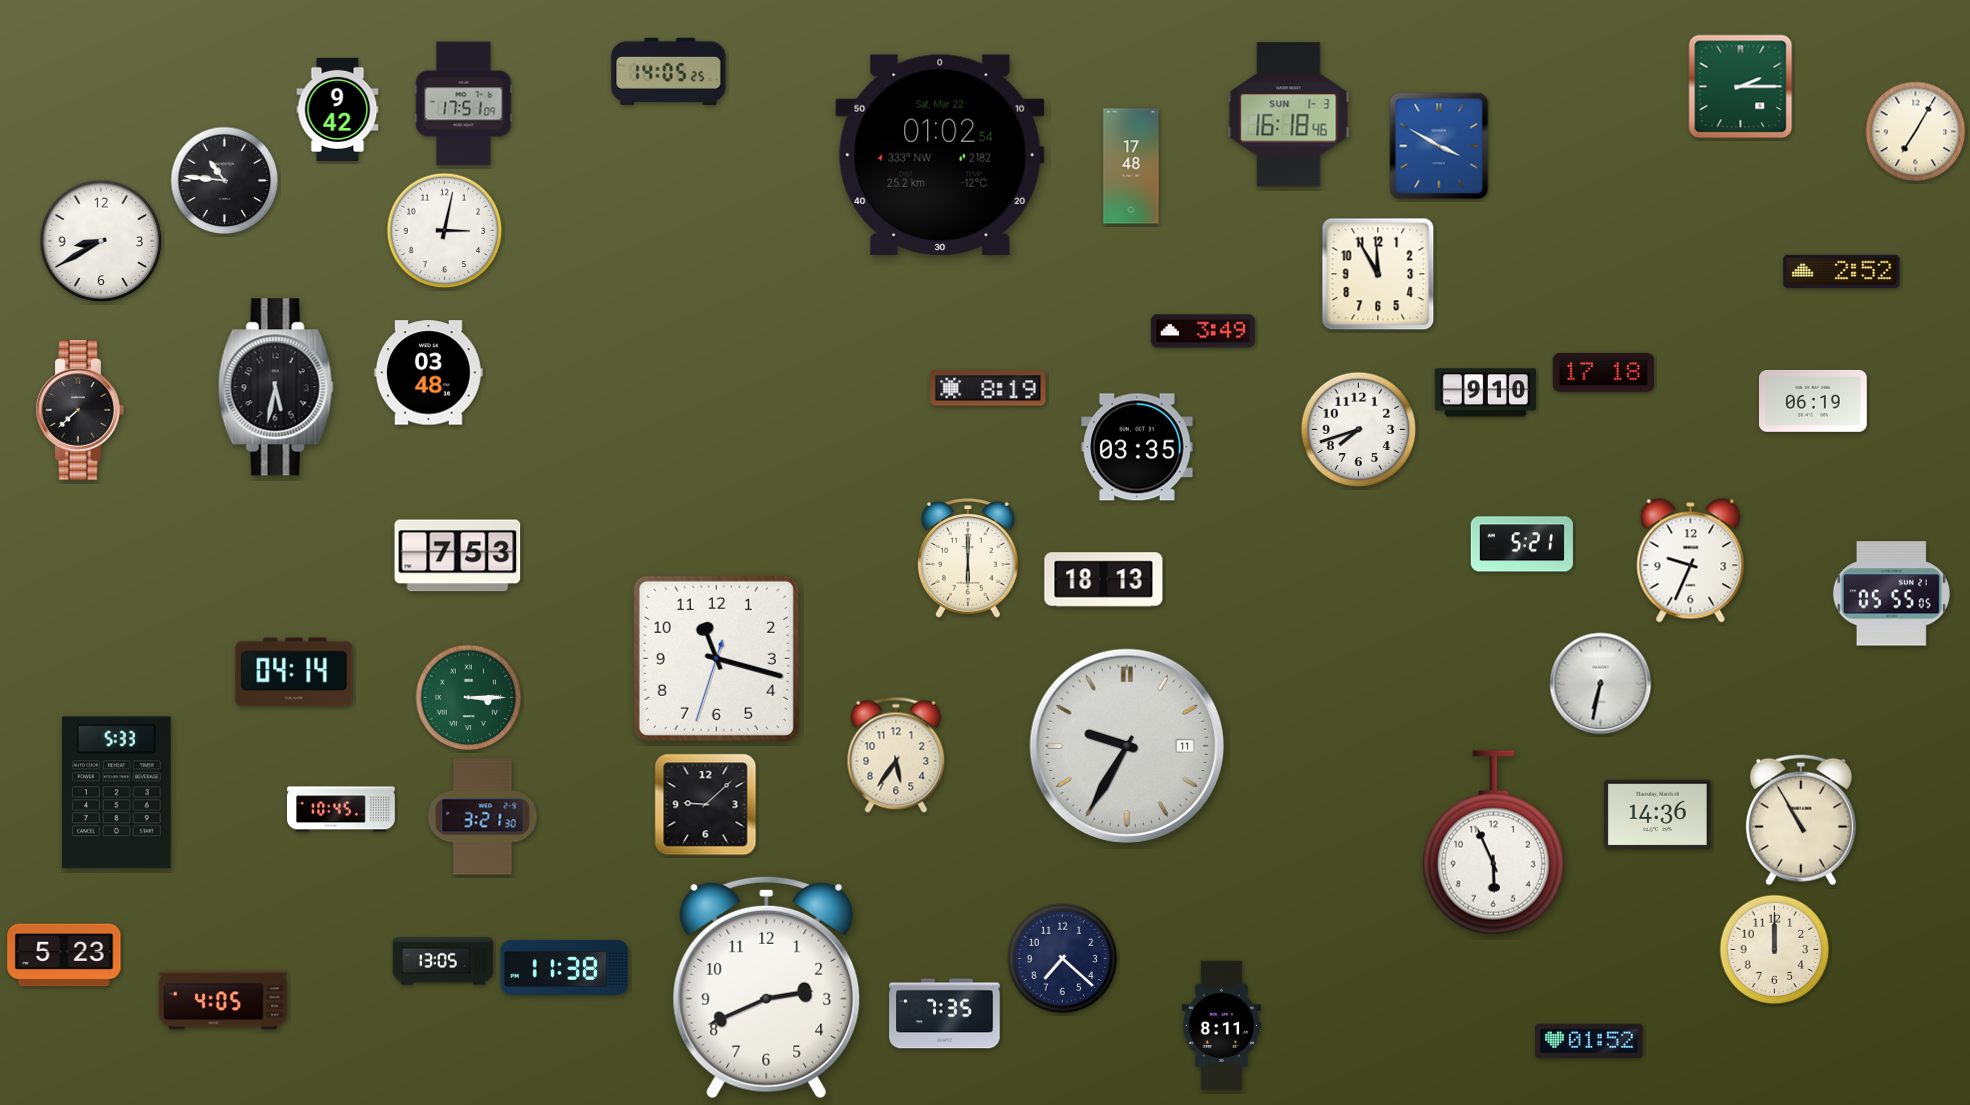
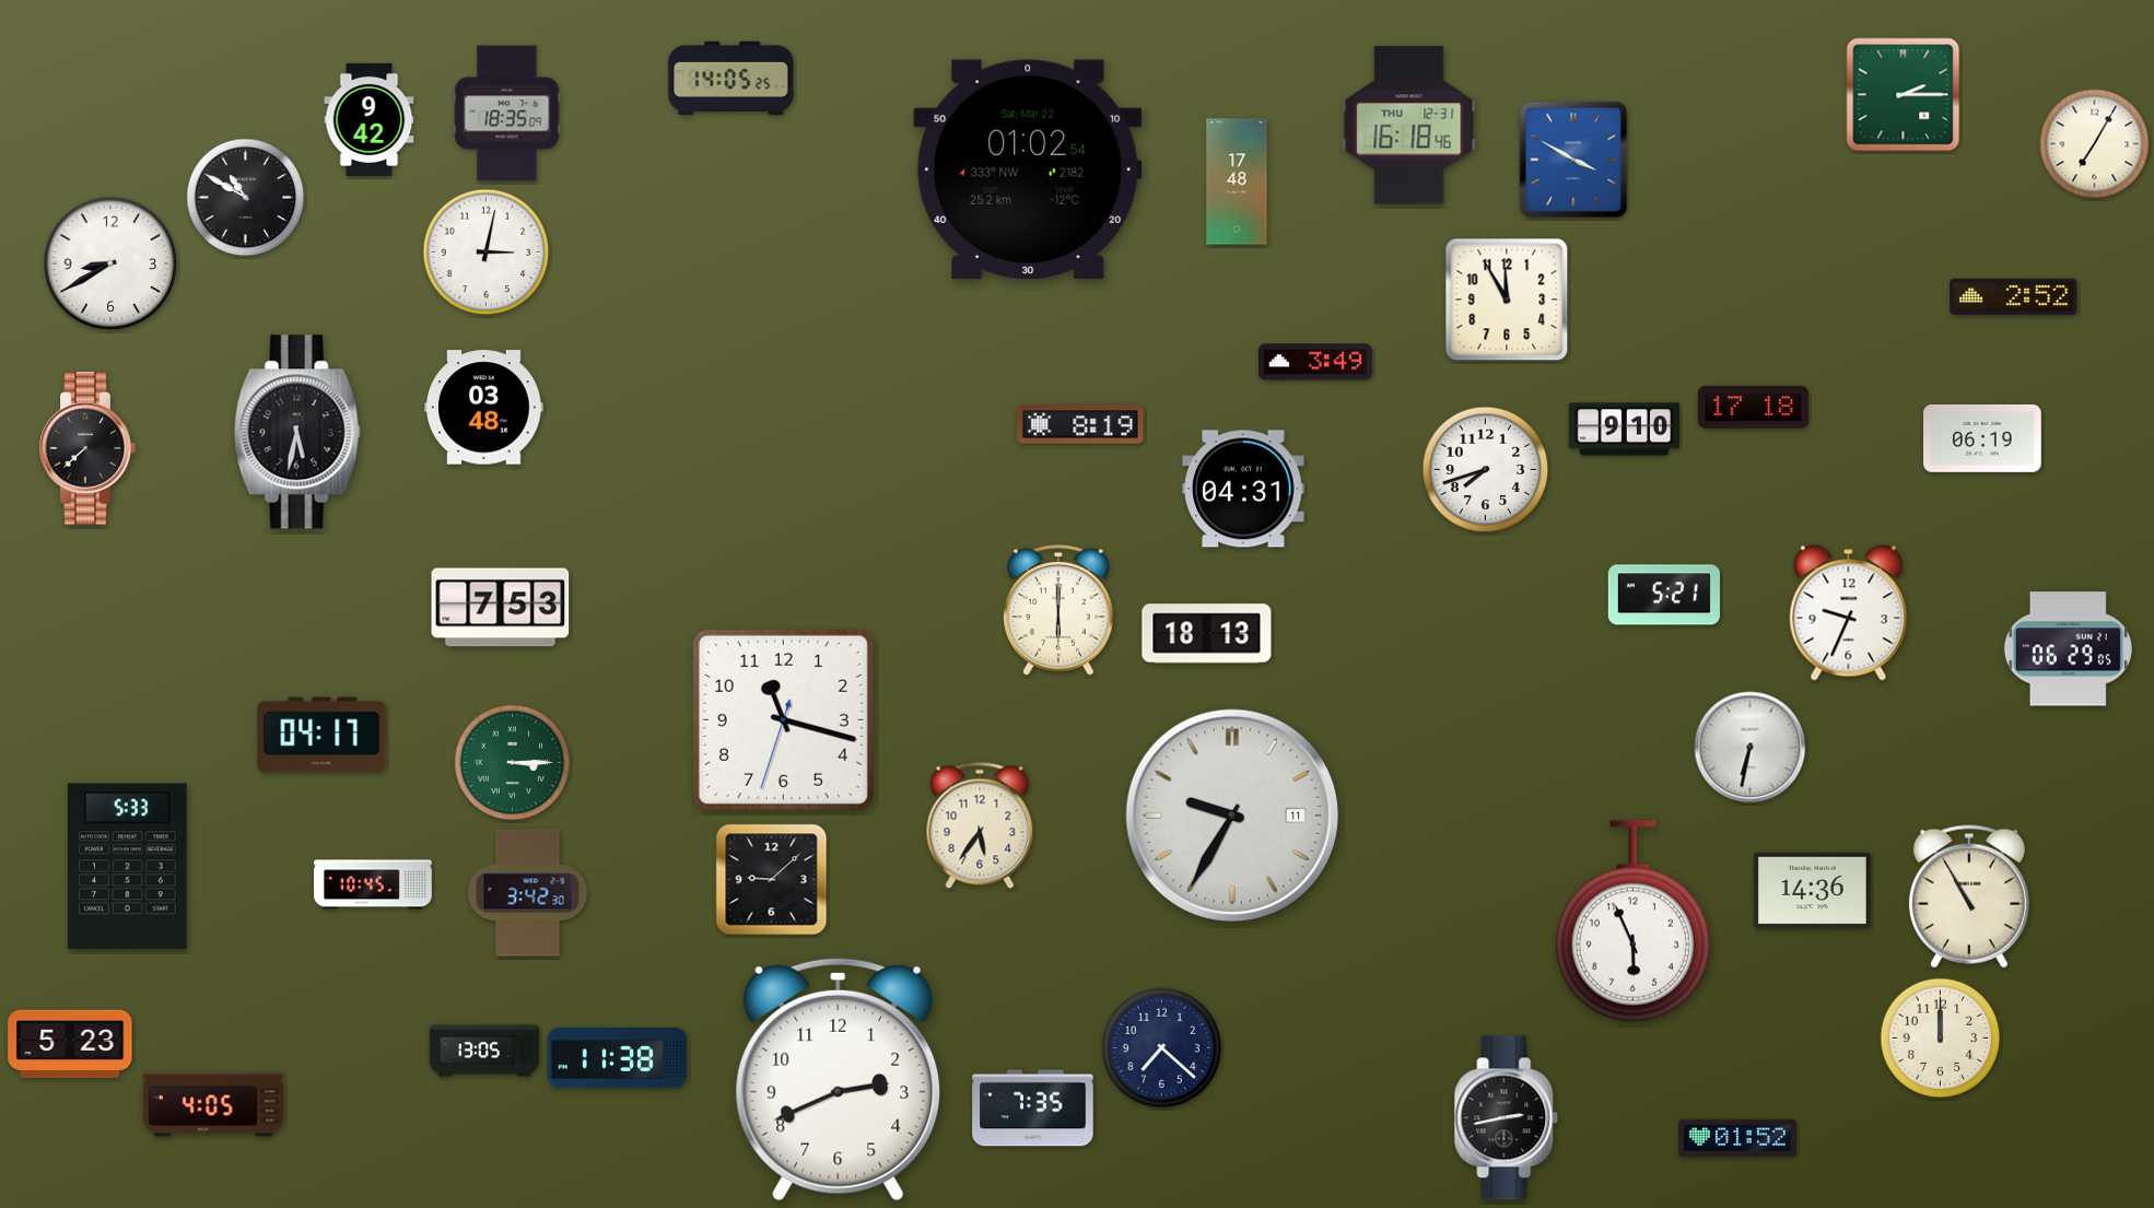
clock at (464, 104): 17:51 -> 18:35
clock at (1289, 115) date: SUN 1-3 -> THU 12-31
clock at (225, 181): 10:46 -> 10:50
clock at (429, 373) position: (429, 373) -> (484, 408)
clock at (276, 387) position: (276, 387) -> (297, 432)
clock at (1137, 447): 03:35 -> 04:31
clock at (1891, 594): 05:55 -> 06:29
clock at (294, 672): 04:14 -> 04:17
clock at (483, 817): 3:21 -> 3:42
clock at (223, 1000) position: (223, 1000) -> (213, 1104)
clock at (1507, 1118): none -> 2:43
clock at (1221, 1026): 8:11 -> none
